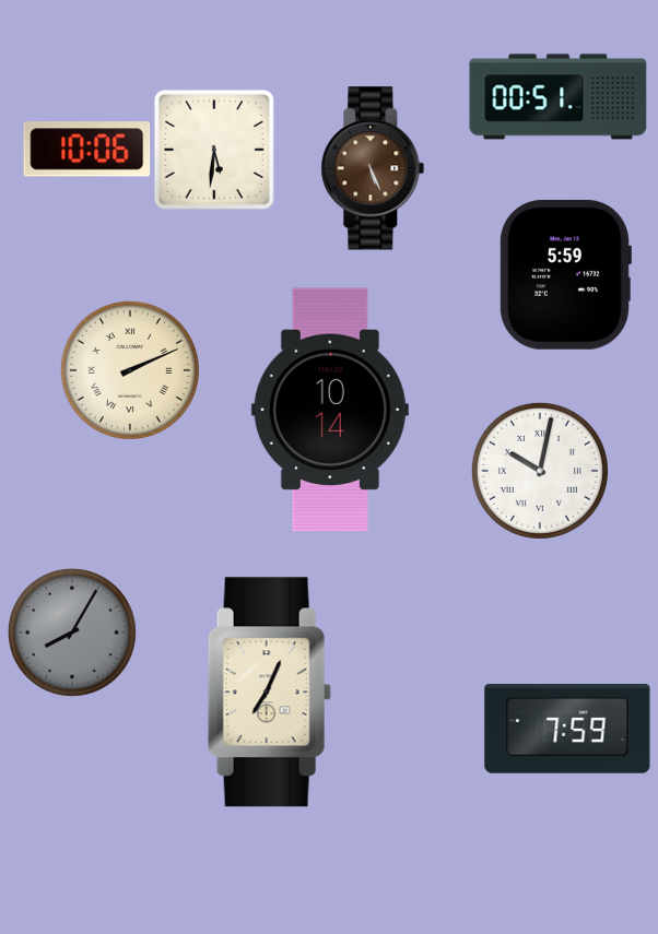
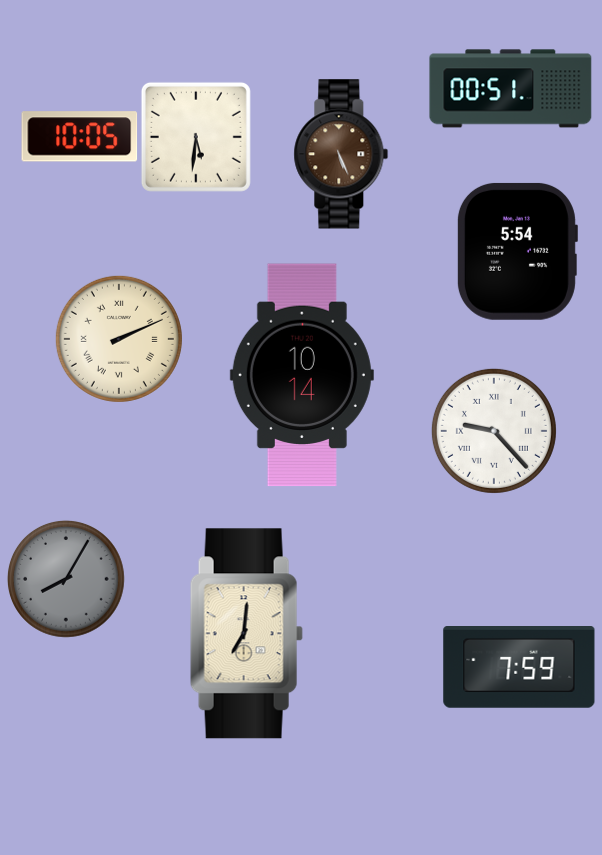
clock at (87, 150): 10:06 -> 10:05
clock at (565, 274): 5:59 -> 5:54
clock at (540, 471): 10:02 -> 9:23
clock at (269, 693): 7:04 -> 7:01
